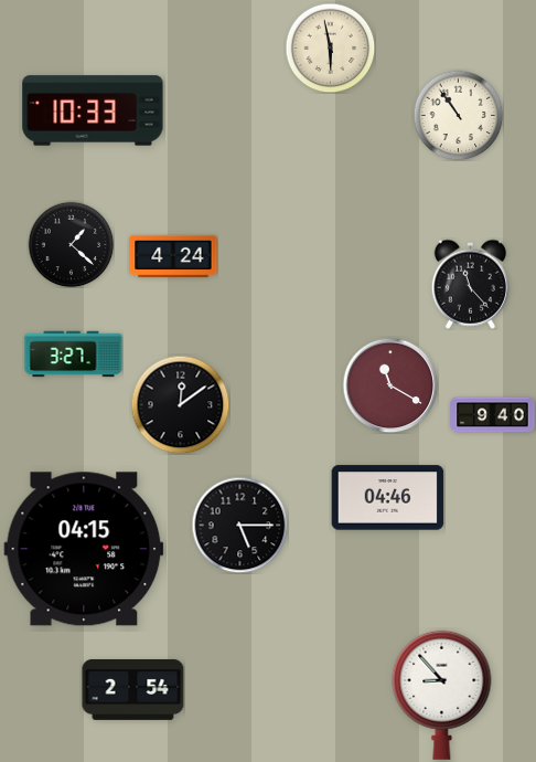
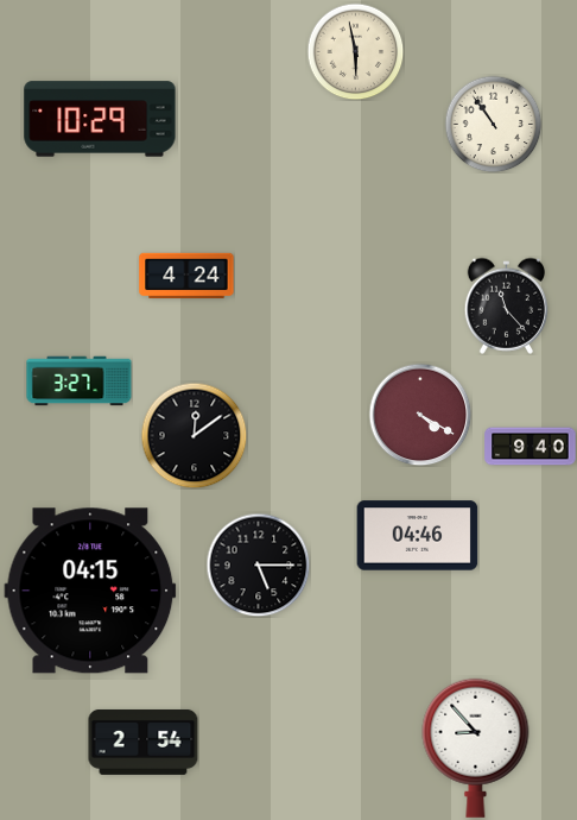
clock at (93, 110): 10:33 -> 10:29
clock at (71, 244): 1:22 -> none
clock at (390, 385): 11:20 -> 4:20
